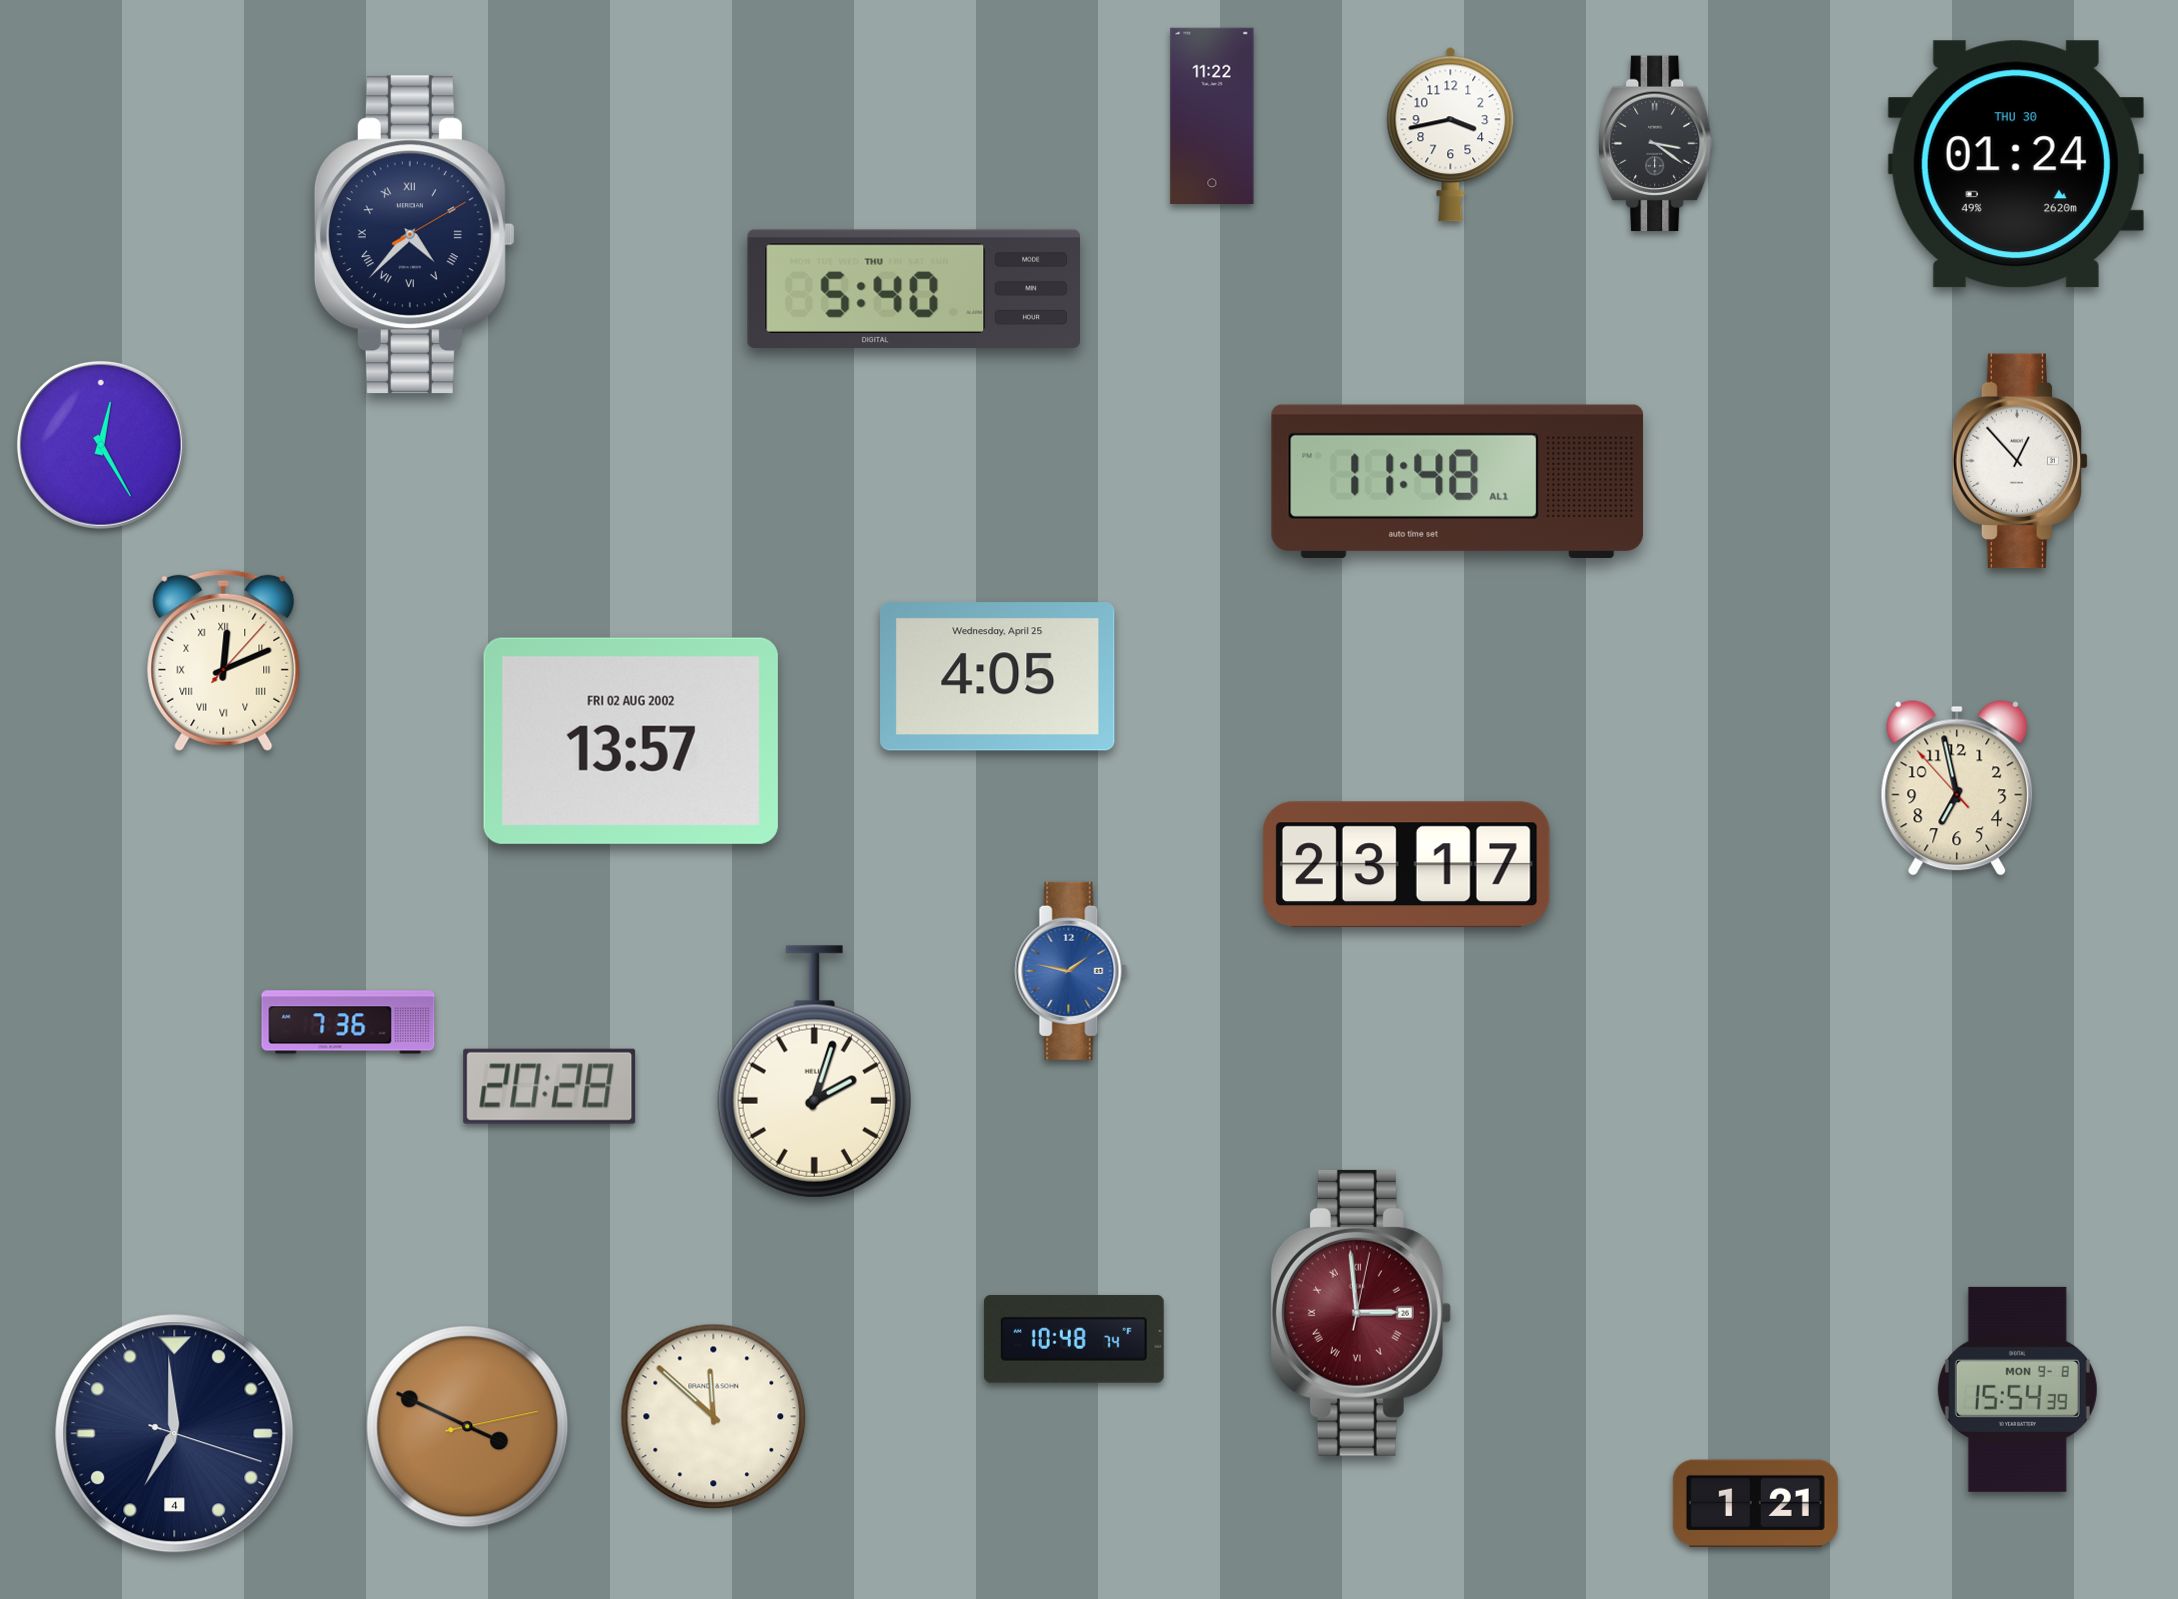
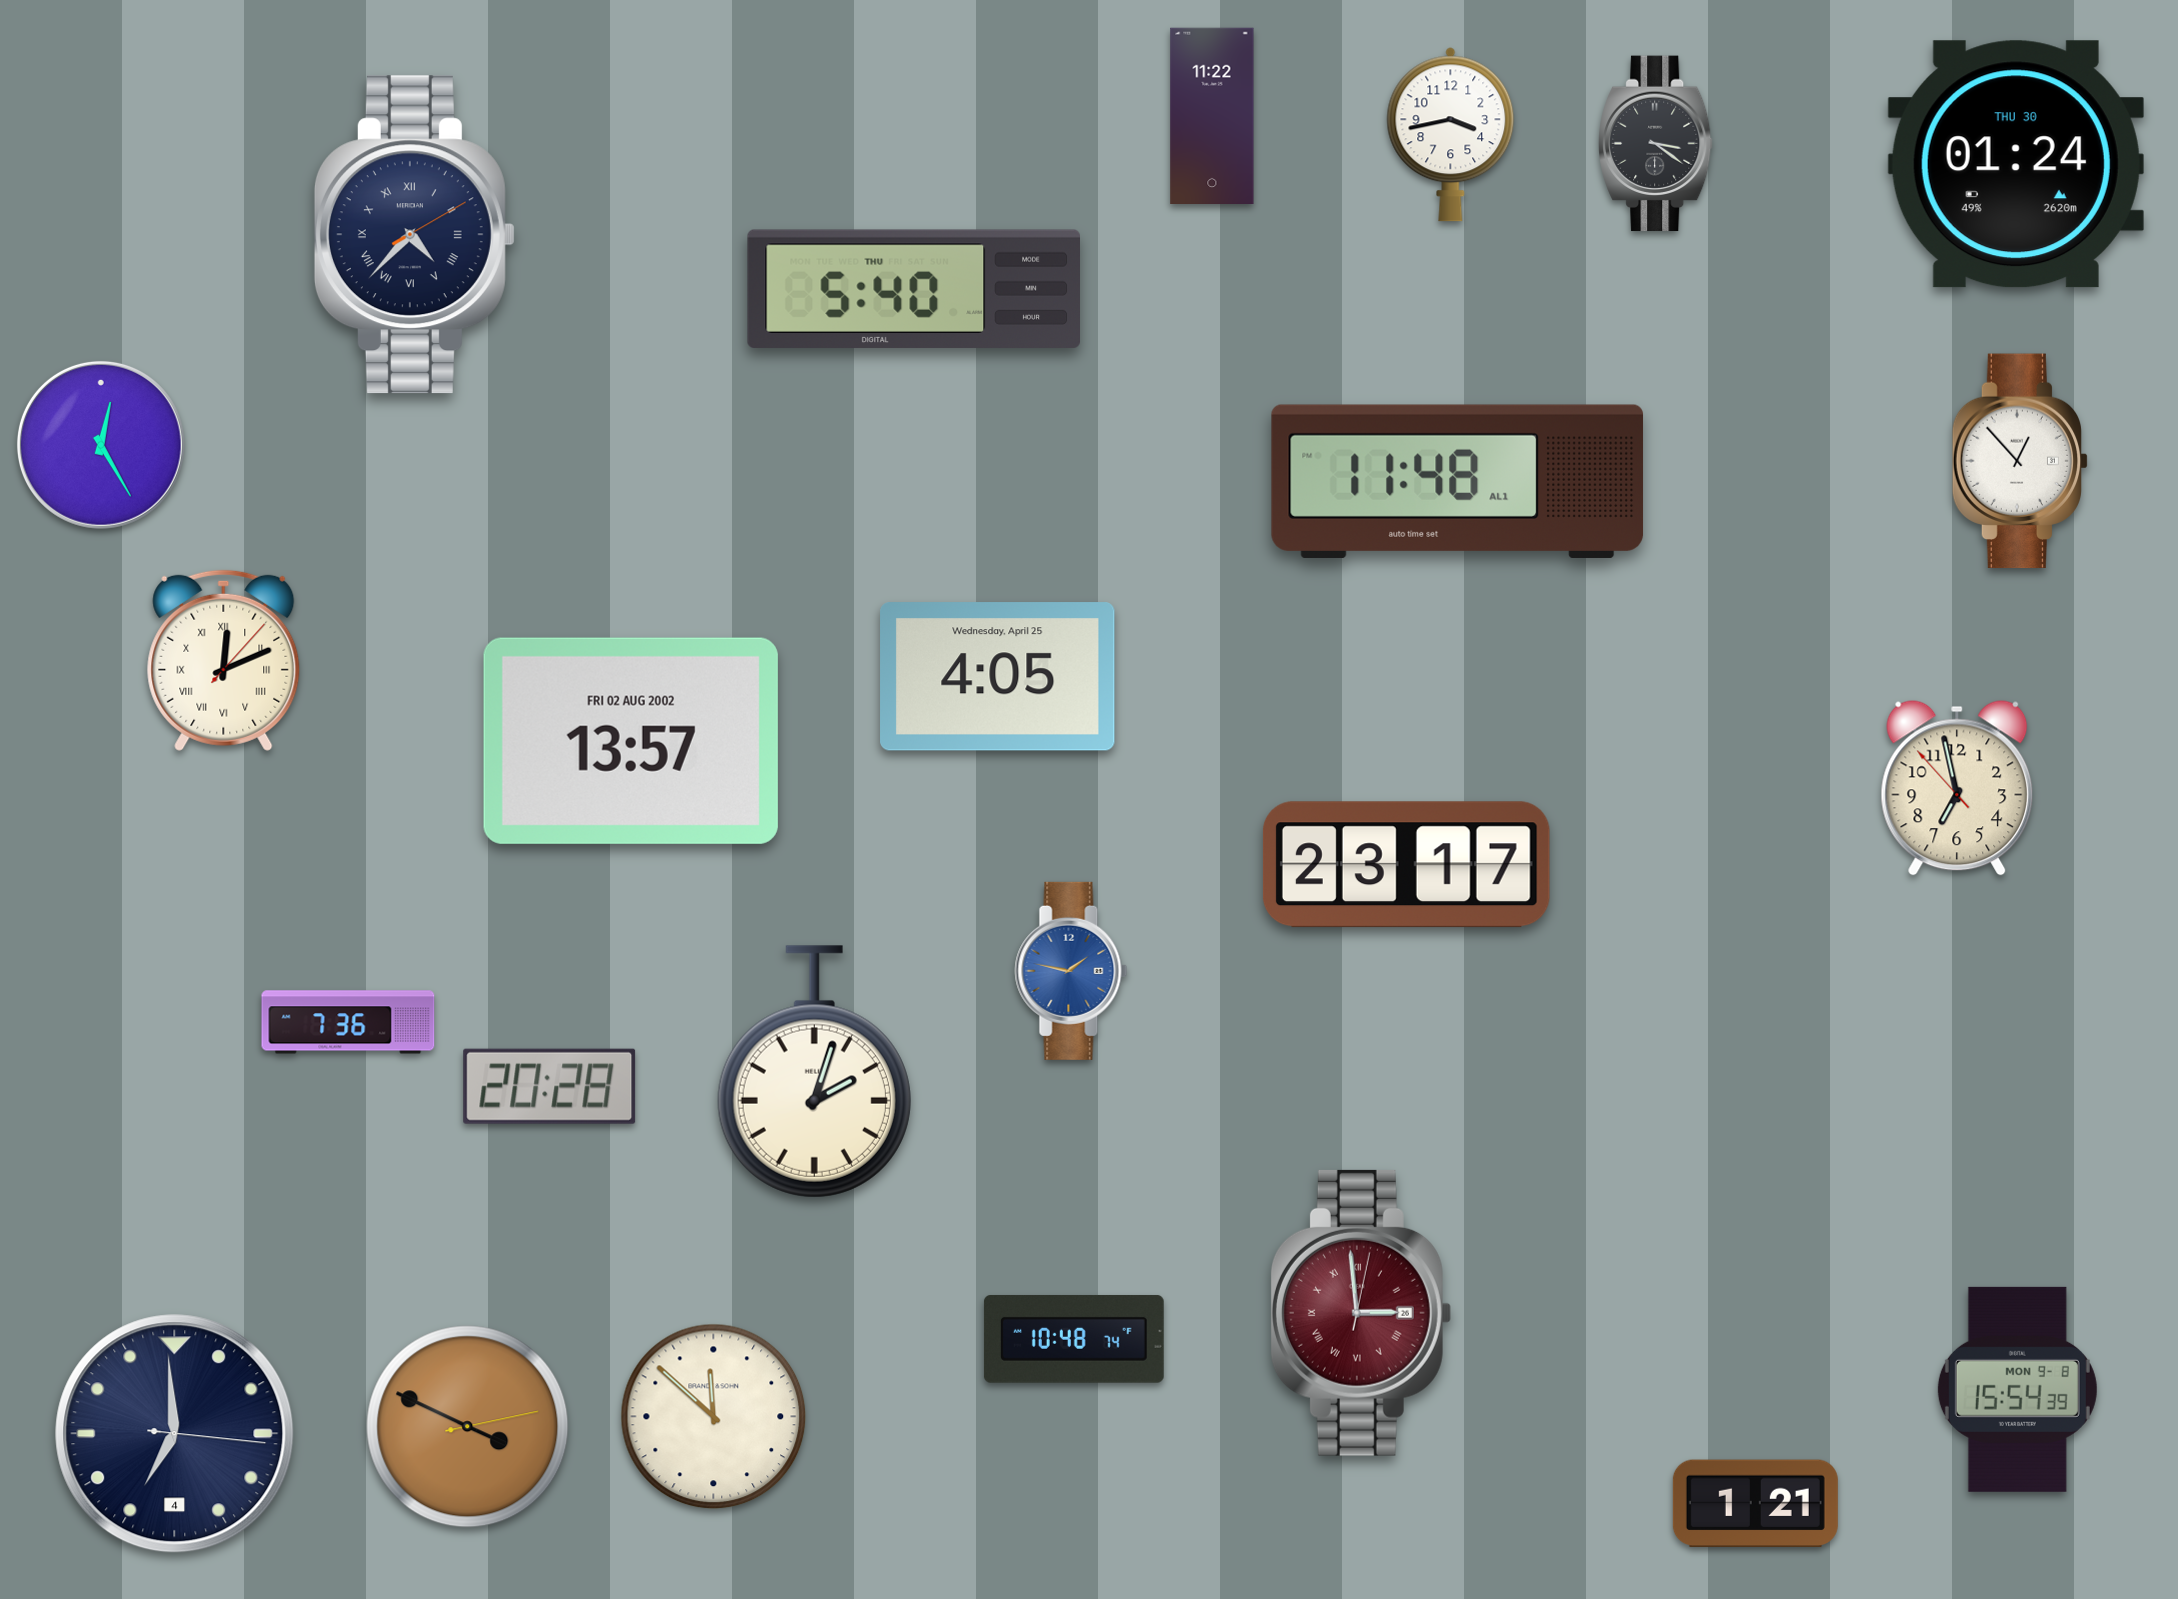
clock at (175, 1434): 6:59:18 -> 6:59:16
